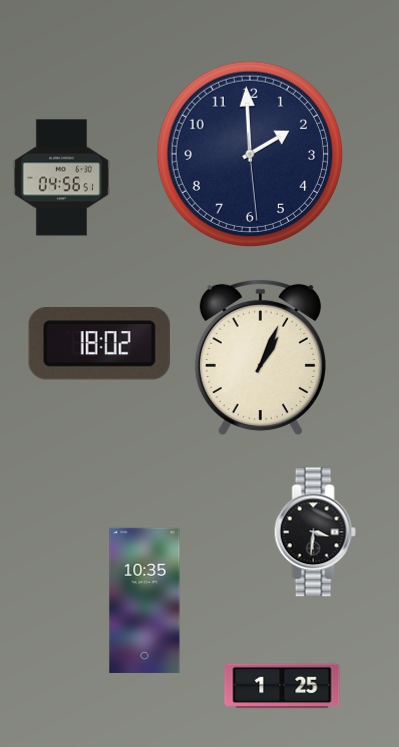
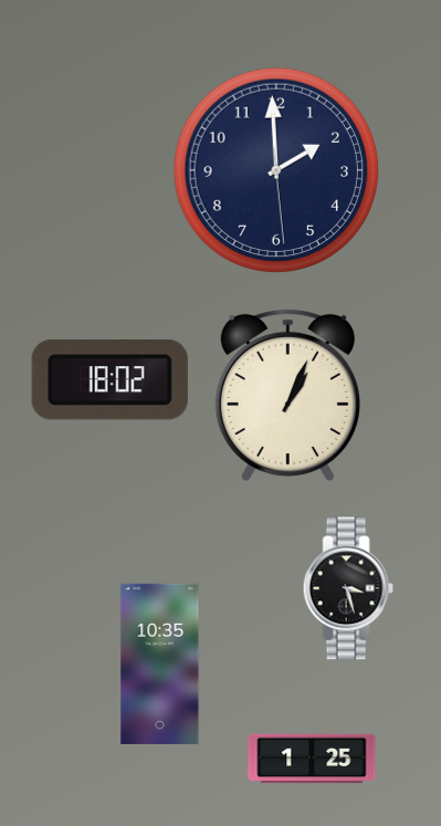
clock at (61, 178): 04:56 -> none
clock at (315, 532): 3:31 -> 3:27
